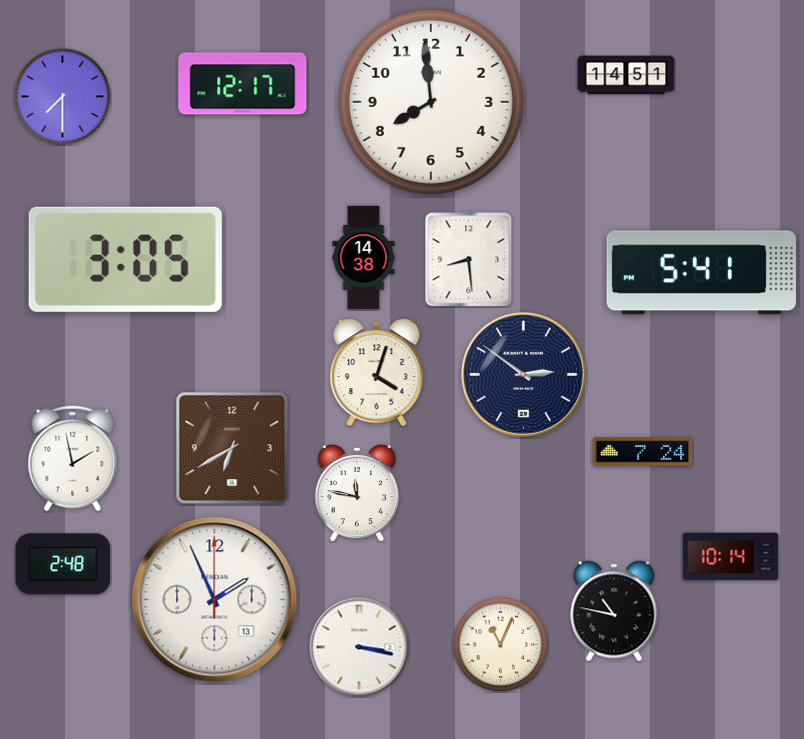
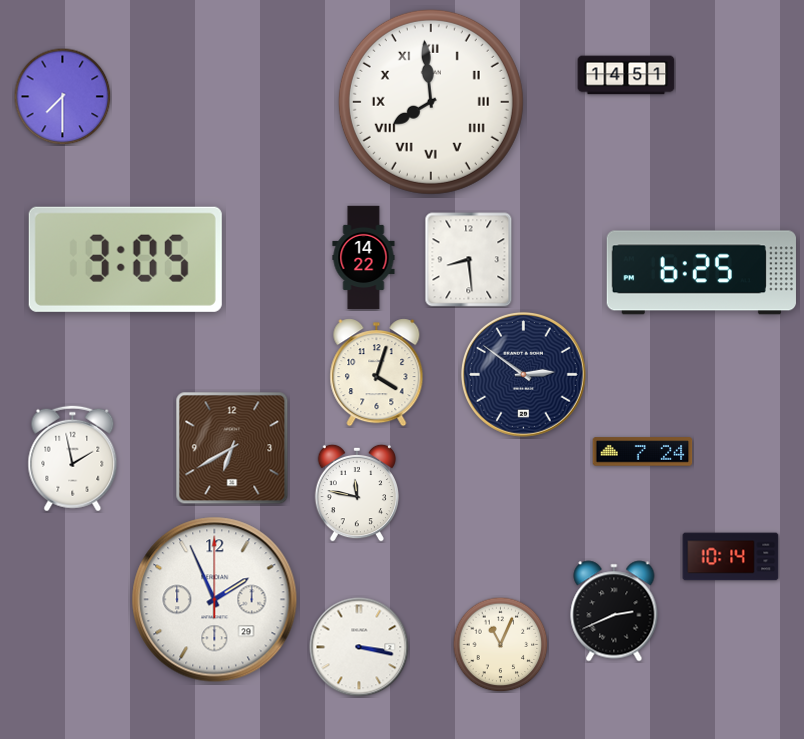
clock at (243, 84): 12:17 -> none
clock at (431, 102) numerals: Arabic -> Roman
clock at (364, 258): 14:38 -> 14:22
clock at (701, 273): 5:41 -> 6:25
clock at (63, 564): 2:48 -> none
clock at (215, 600) date: 13 -> 29
clock at (614, 611): 10:47 -> 2:41
